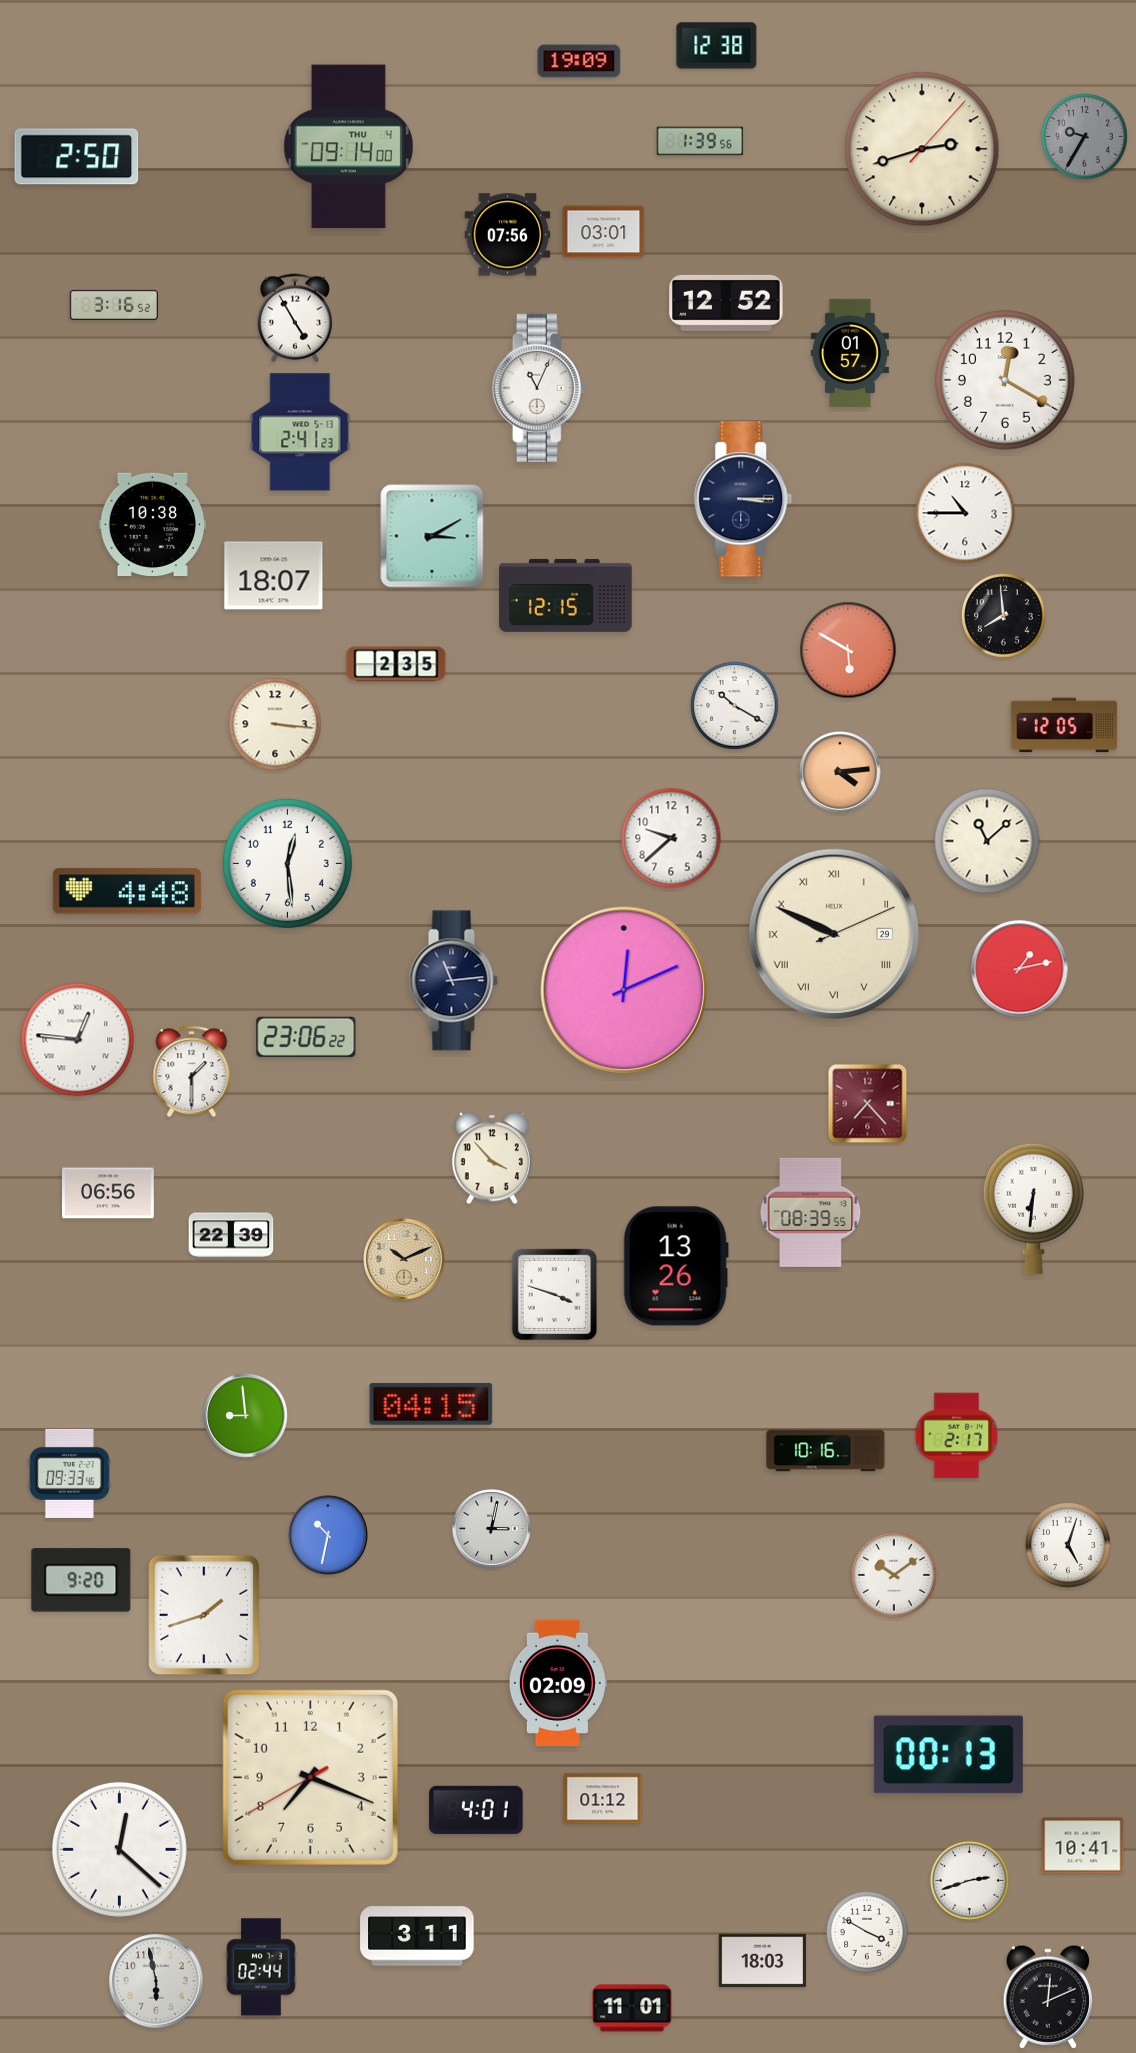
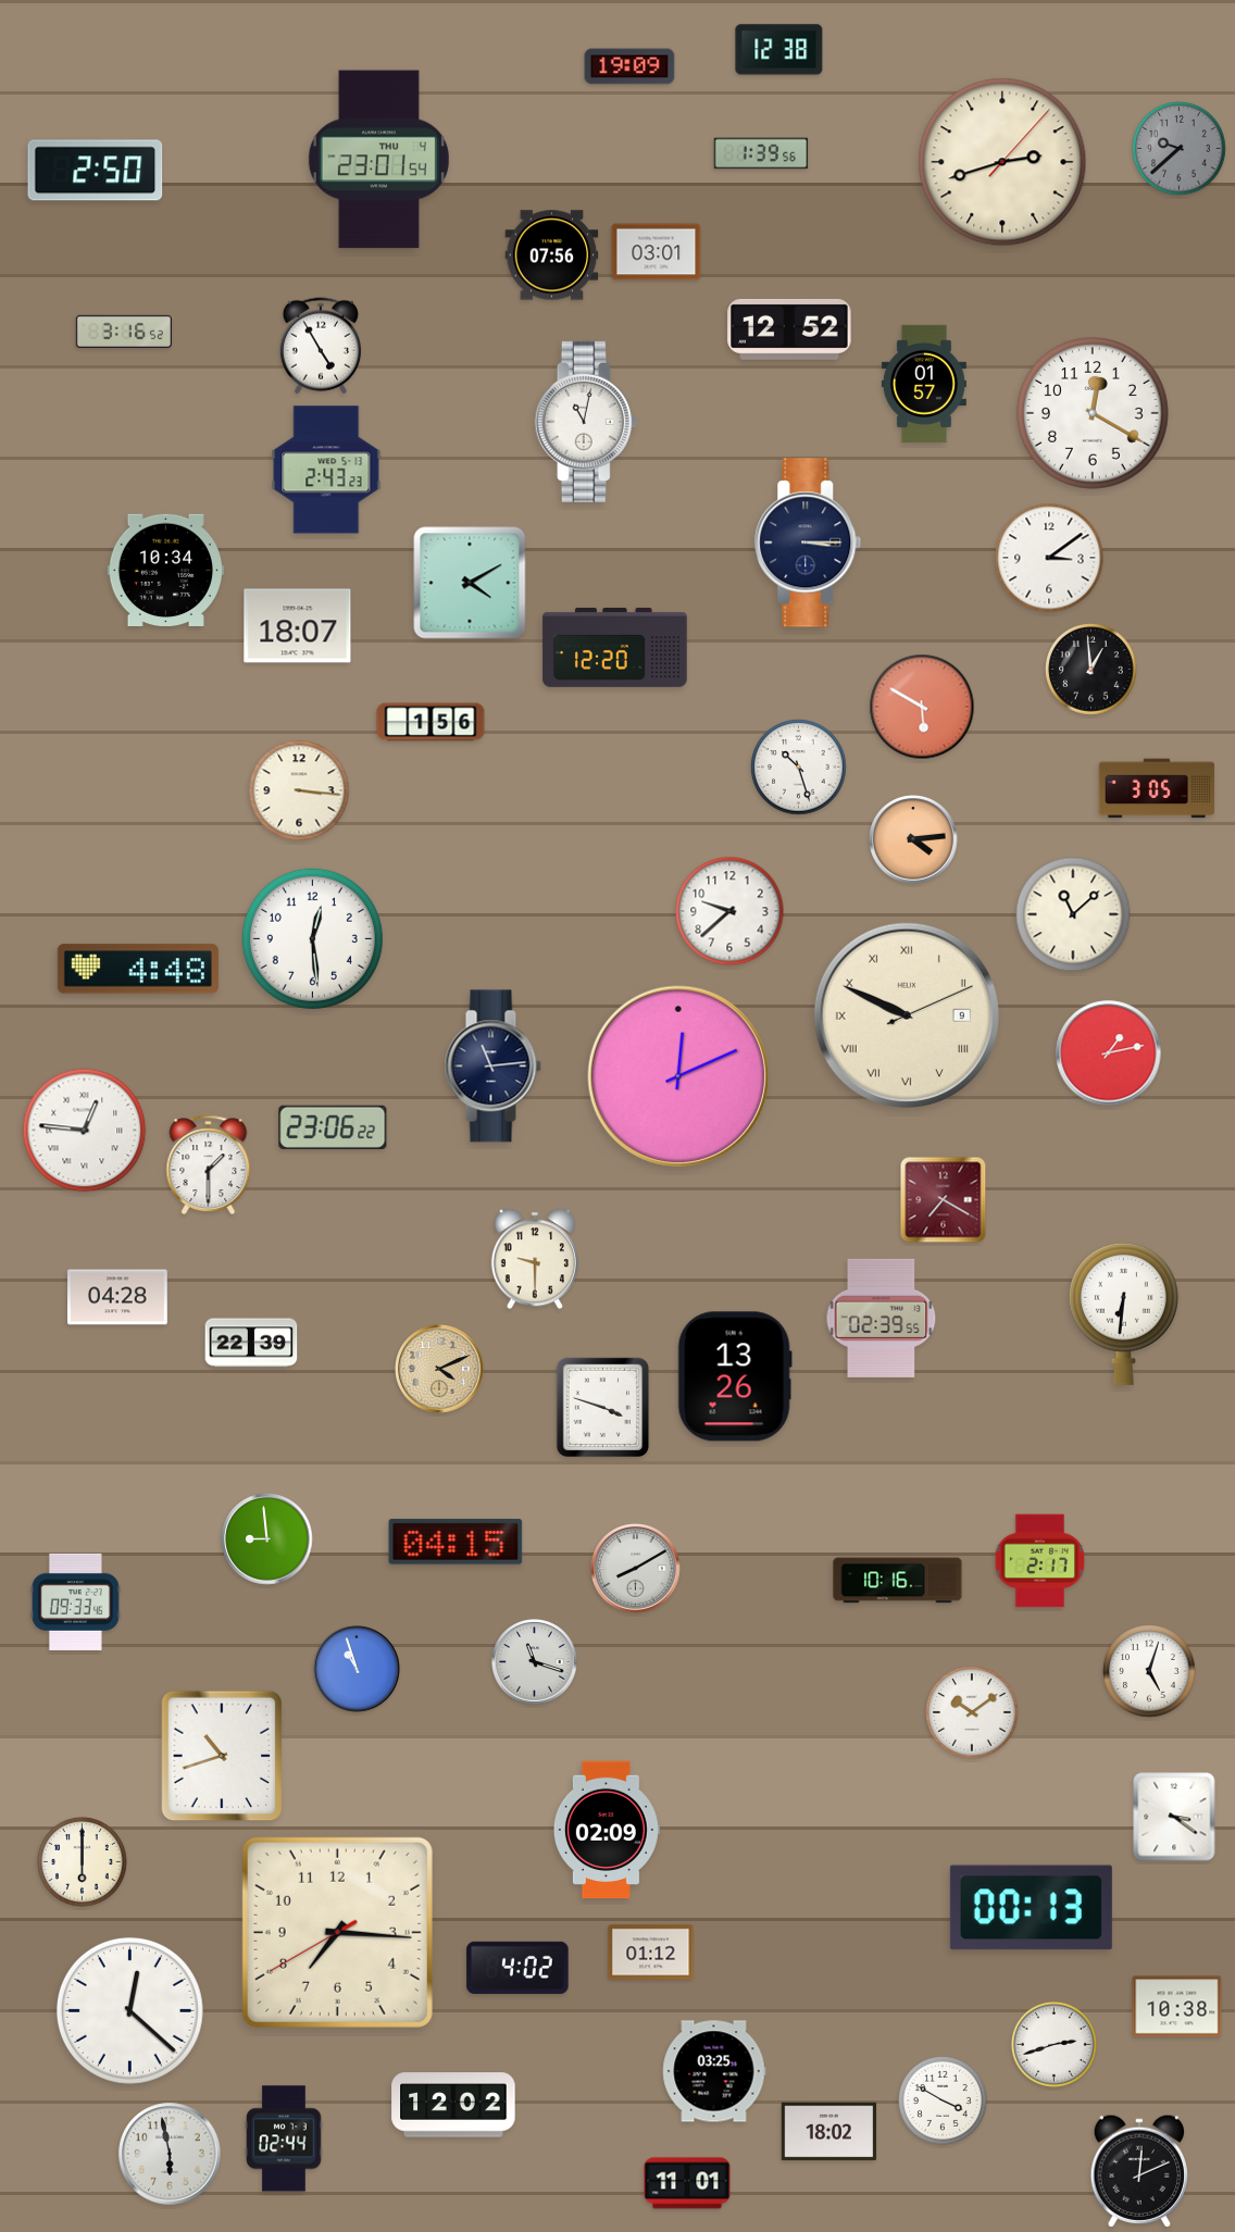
clock at (1085, 137): 9:35 -> 9:38
clock at (348, 147): 09:14 -> 23:01
clock at (77, 157) position: (77, 157) -> (96, 171)
clock at (539, 388): 11:04 -> 11:02
clock at (300, 432): 2:41 -> 2:43
clock at (965, 513): 10:45 -> 3:09
clock at (152, 524): 10:38 -> 10:34
clock at (432, 536): 3:10 -> 4:10
clock at (566, 595): 12:15 -> 12:20
clock at (1004, 616): 7:59 -> 12:59
clock at (396, 664): 2:35 -> 1:56
clock at (735, 706): 10:20 -> 10:27
clock at (275, 724) position: (275, 724) -> (299, 790)
clock at (1064, 725): 12:05 -> 3:05
clock at (834, 934) date: 29 -> 9
clock at (868, 1104): 7:23 -> 7:20
clock at (492, 1158): 3:53 -> 9:30
clock at (109, 1193): 06:56 -> 04:28
clock at (811, 1212): 08:39 -> 02:39
clock at (404, 1259): 10:11 -> 4:11
clock at (431, 1404) position: (431, 1404) -> (456, 1542)
clock at (636, 1569): none -> 8:10
clock at (826, 1451) position: (826, 1451) -> (898, 1581)
clock at (492, 1529): 3:02 -> 11:18
clock at (328, 1535): 10:32 -> 10:57
clock at (1068, 1545) position: (1068, 1545) -> (1149, 1671)
clock at (81, 1580): 9:20 -> none
clock at (204, 1615): 1:42 -> 10:42
clock at (1174, 1817): none -> 3:21
clock at (83, 1862): none -> 6:00
clock at (310, 1777): 7:18 -> 7:15
clock at (603, 1799) position: (603, 1799) -> (651, 1953)
clock at (476, 1810): 4:01 -> 4:02
clock at (1083, 1846): 10:41 -> 10:38
clock at (714, 2071): none -> 03:25
clock at (417, 1936): 3:11 -> 12:02
clock at (762, 1961): 18:03 -> 18:02
